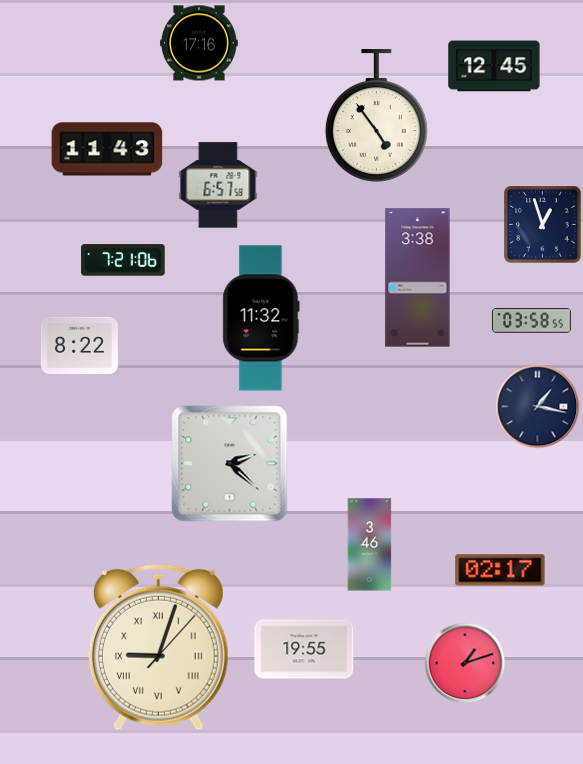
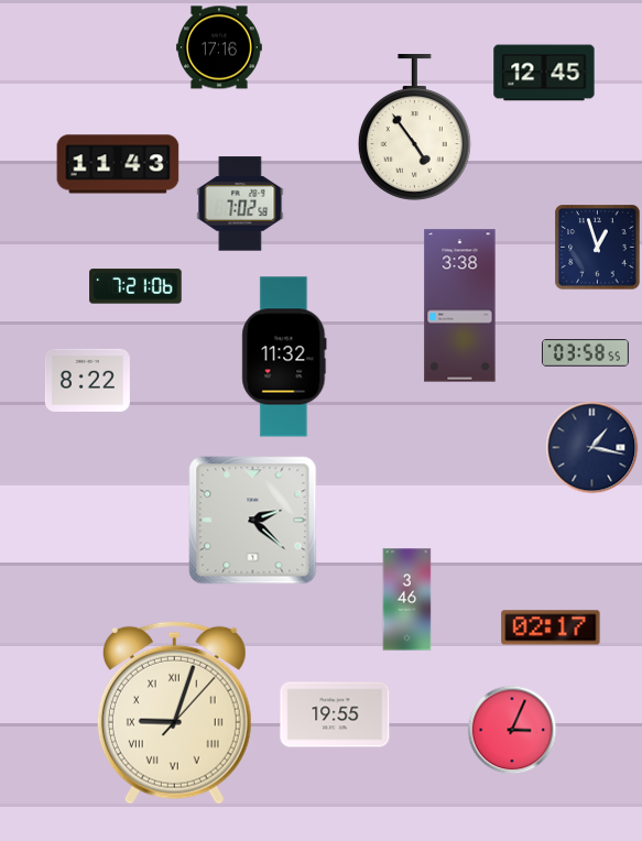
clock at (218, 185): 6:57 -> 7:02
clock at (261, 318) position: (261, 318) -> (284, 357)
clock at (230, 464) position: (230, 464) -> (253, 521)
clock at (465, 663): 1:12 -> 3:04
